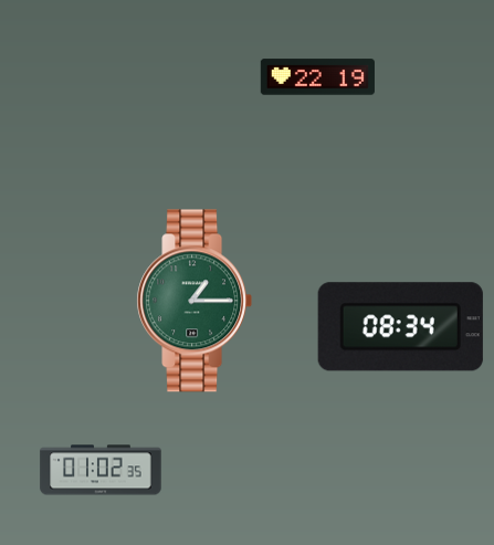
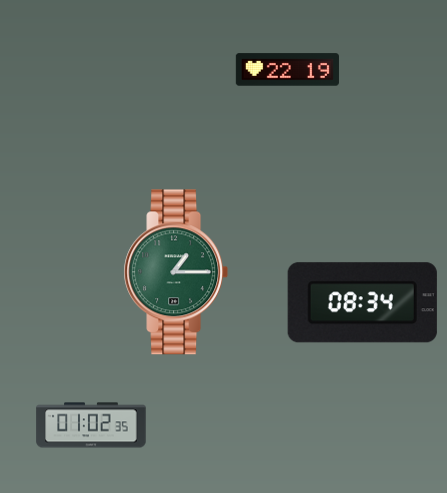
clock at (400, 327) position: (400, 327) -> (362, 303)
